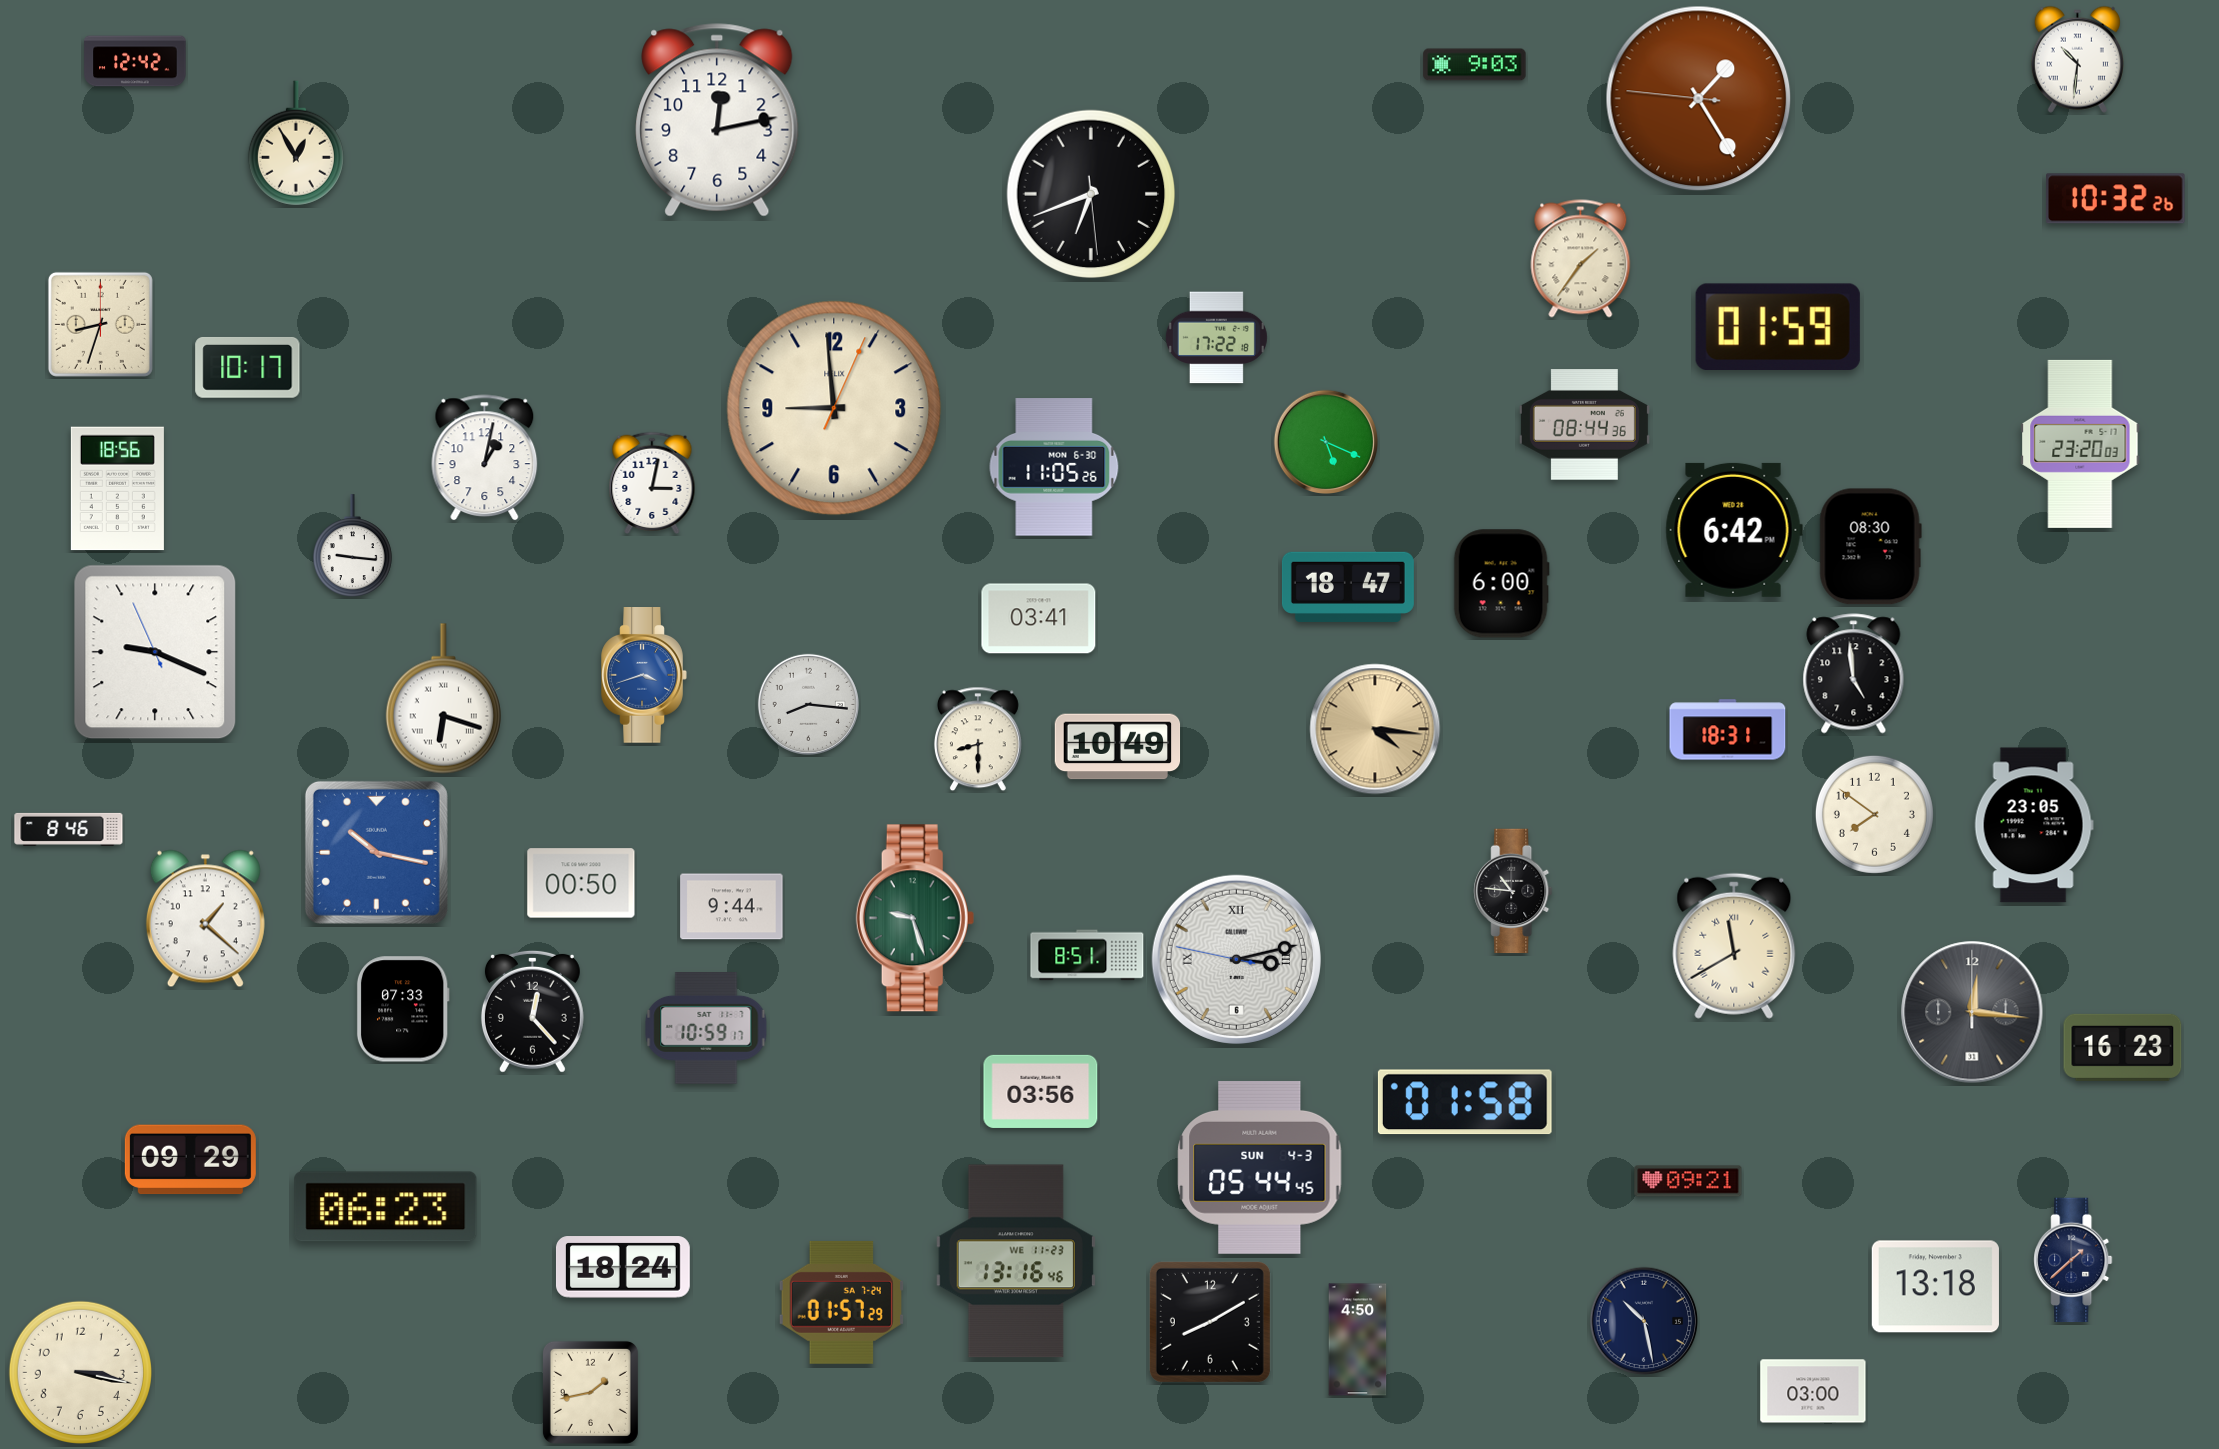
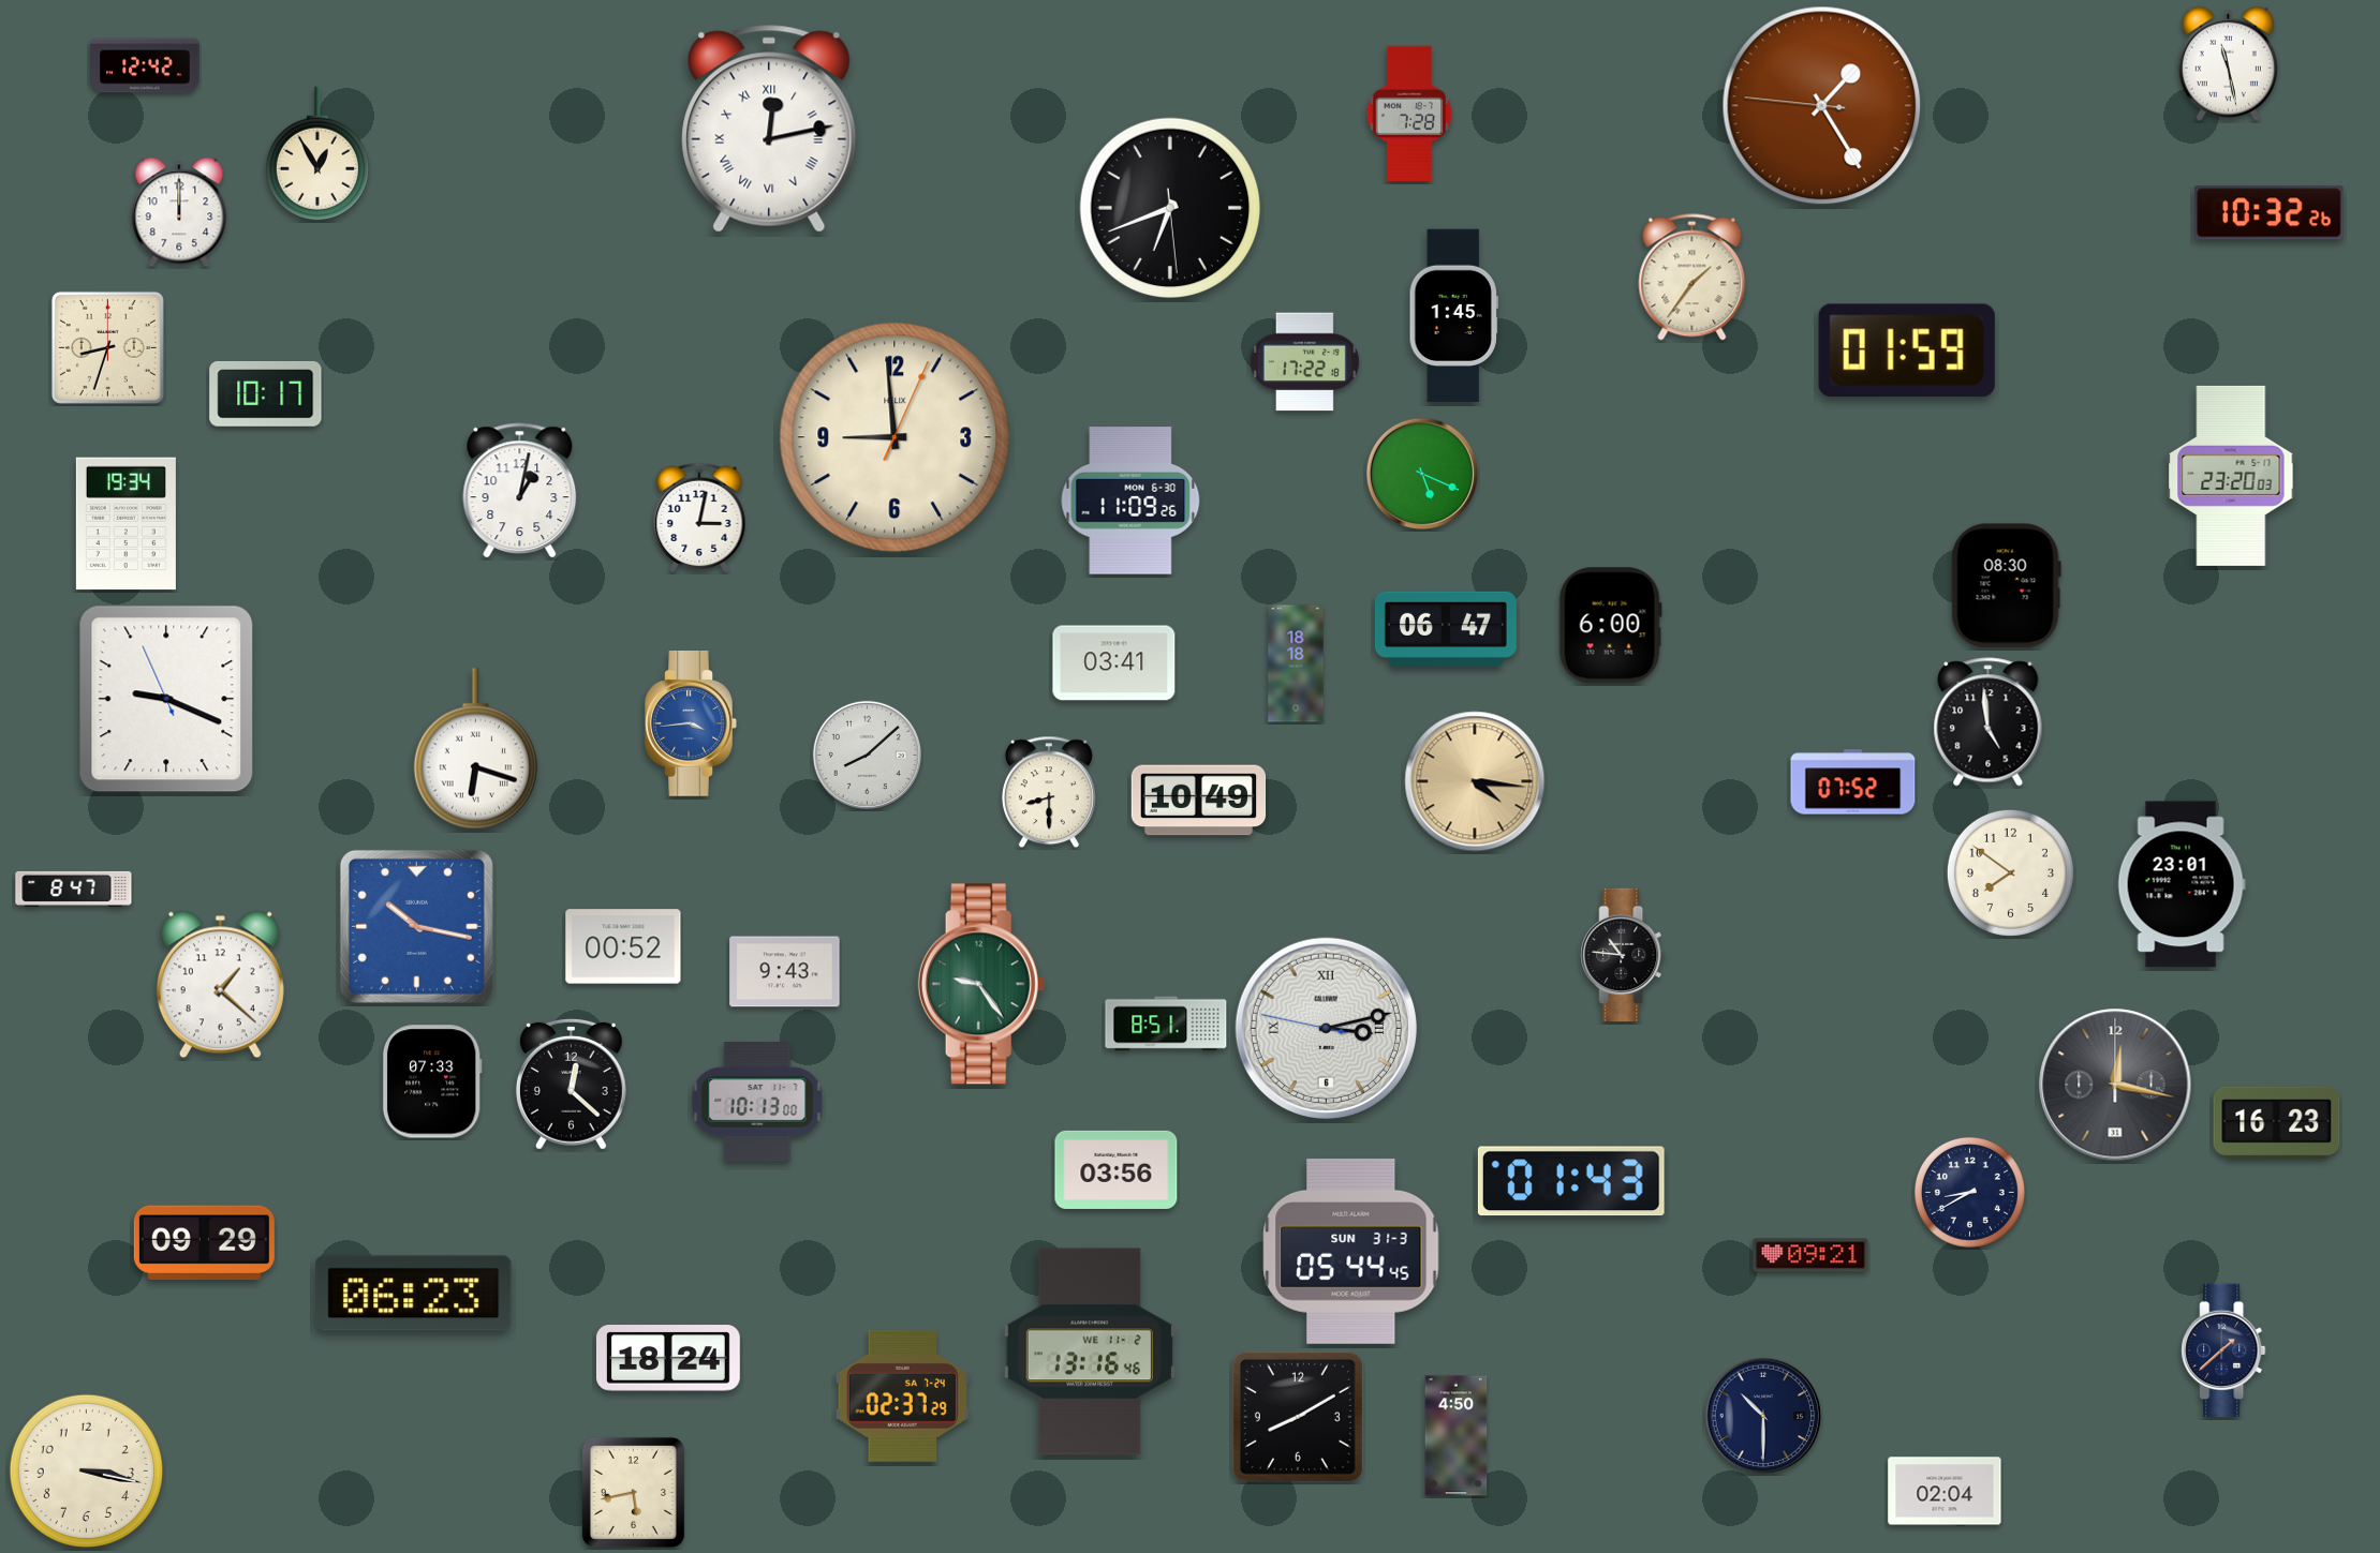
clock at (2077, 59): 10:31 -> 11:28
clock at (1475, 65): 9:03 -> none
clock at (1409, 113): none -> 7:28
clock at (717, 120) numerals: Arabic -> Roman
clock at (179, 212): none -> 12:00
clock at (1581, 259) position: (1581, 259) -> (1692, 278)
clock at (1453, 316): none -> 1:45
clock at (1584, 425): 08:44 -> none
clock at (1054, 467): 11:05 -> 11:09
clock at (117, 489): 18:56 -> 19:34
clock at (1734, 530): 6:42 -> none
clock at (352, 546): 9:16 -> none
clock at (1348, 587): 18:47 -> 06:47
clock at (1296, 663): none -> 18:18
clock at (644, 676): 3:42 -> 3:44
clock at (808, 704): 8:16 -> 8:08
clock at (1728, 730): 18:31 -> 07:52
clock at (2034, 825): 23:05 -> 23:01
clock at (69, 829): 8:46 -> 8:47
clock at (376, 852) position: (376, 852) -> (416, 926)
clock at (581, 883): 00:50 -> 00:52
clock at (732, 907): 9:44 -> 9:43
clock at (915, 918): 9:27 -> 9:24
clock at (1734, 946): 11:40 -> none
clock at (532, 1011): 12:23 -> 12:22
clock at (1972, 1012): 12:16 -> 12:17
clock at (706, 1029): 10:59 -> 10:13
clock at (1465, 1102): 01:58 -> 01:43
clock at (1969, 1192): none -> 8:40
clock at (1260, 1167) date: SUN 4-3 -> SUN 31-3
clock at (1688, 1181) position: (1688, 1181) -> (1810, 1255)
clock at (1016, 1261) date: WE 11-23 -> WE 11-2
clock at (1935, 1287): 13:18 -> none
clock at (841, 1302): 01:57 -> 02:37
clock at (1644, 1321): 10:28 -> 10:30
clock at (1813, 1391): 03:00 -> 02:04
clock at (590, 1392): 1:43 -> 5:43
